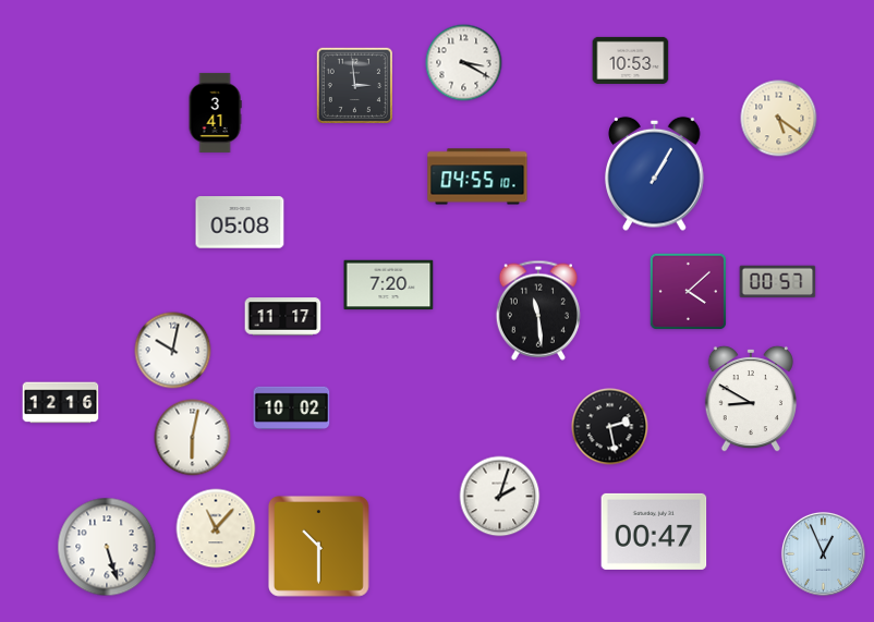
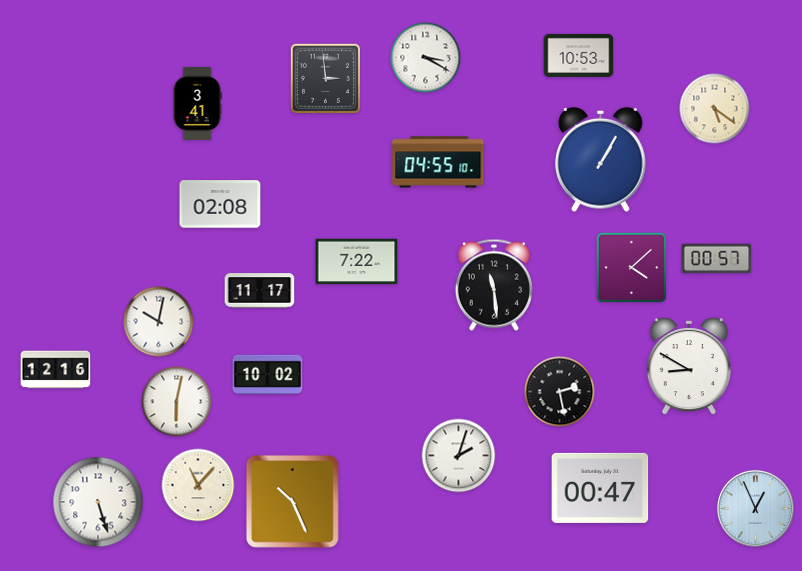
clock at (240, 222): 05:08 -> 02:08
clock at (778, 282) position: (778, 282) -> (717, 259)
clock at (389, 285): 7:20 -> 7:22
clock at (318, 546): 10:30 -> 10:26
